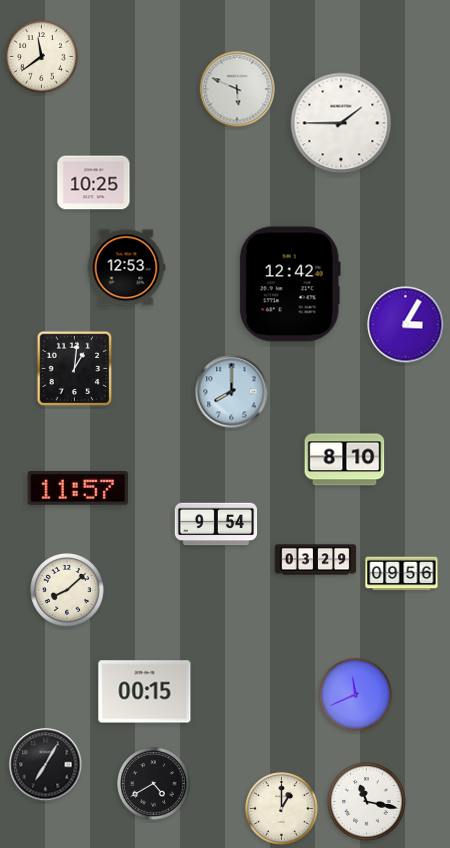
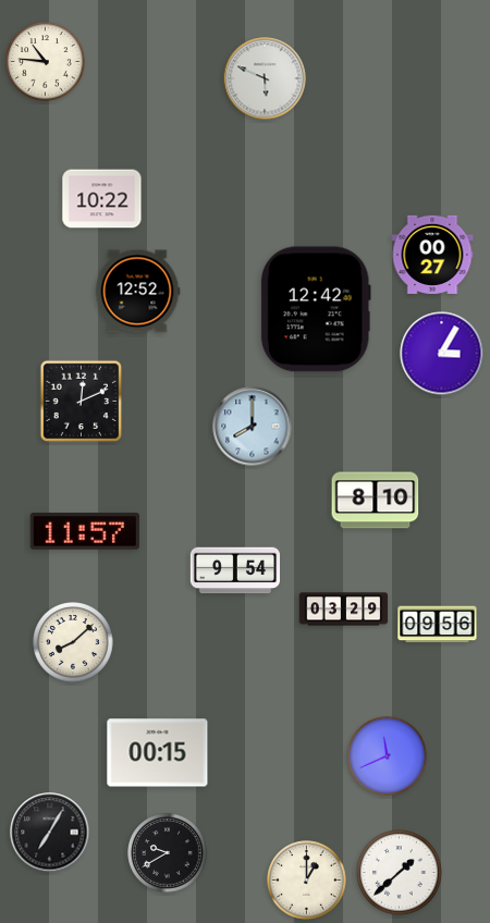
clock at (42, 57): 11:39 -> 10:46
clock at (237, 89) position: (237, 89) -> (265, 78)
clock at (341, 123): 1:45 -> none
clock at (94, 183): 10:25 -> 10:22
clock at (432, 255): none -> 00:27
clock at (126, 268): 12:53 -> 12:52
clock at (75, 369): 1:01 -> 12:11
clock at (154, 784): 4:40 -> 9:40
clock at (367, 802): 11:17 -> 1:38
